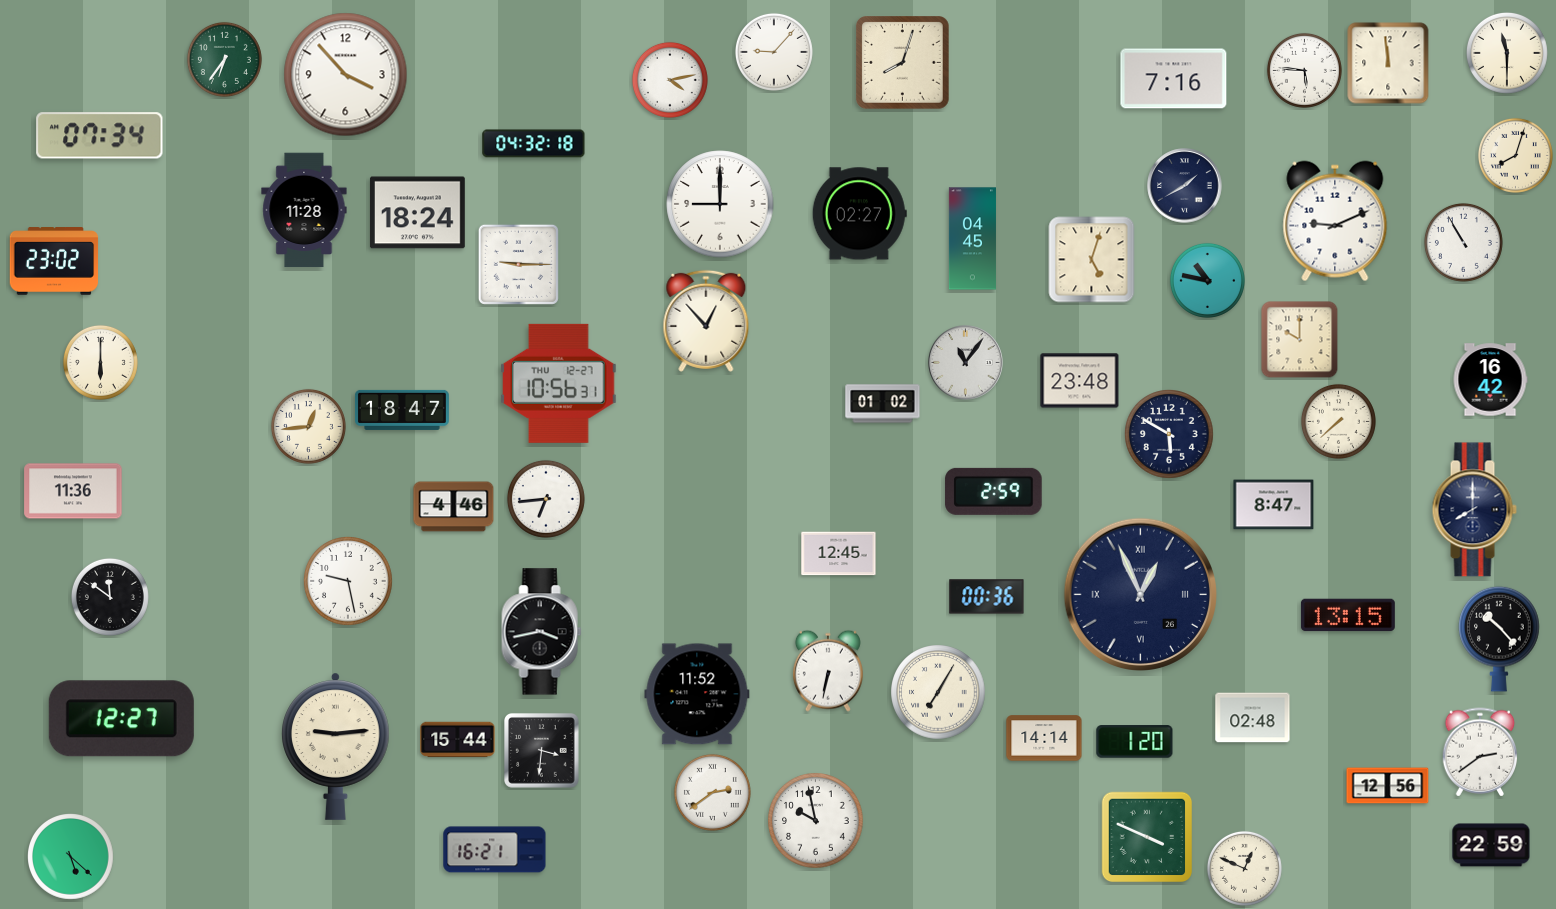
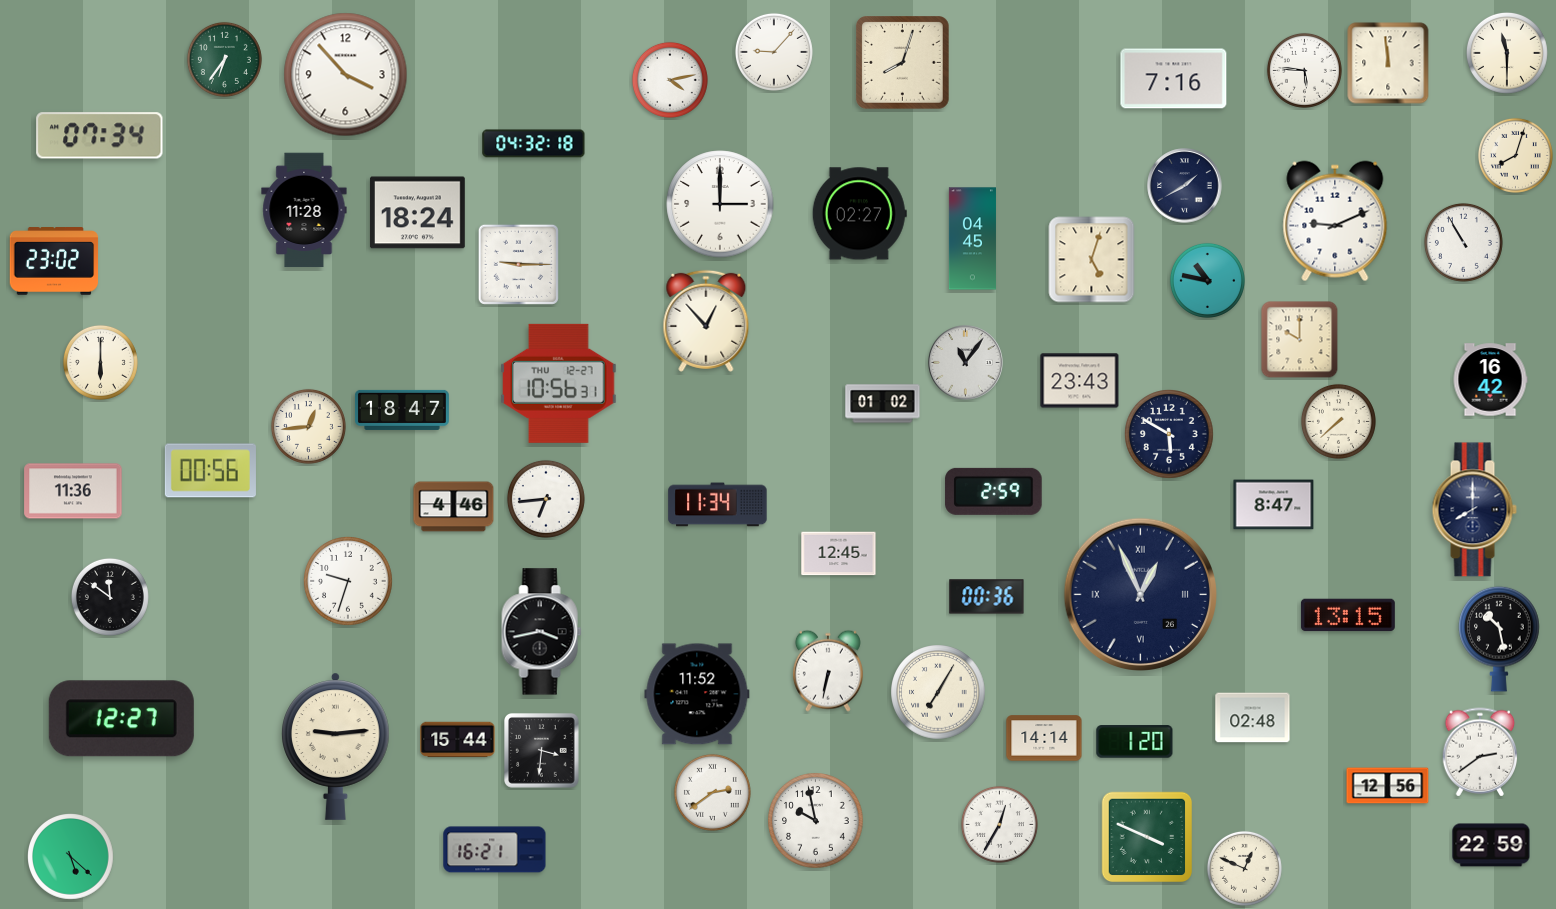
clock at (720, 204): 9:00 -> 3:00
clock at (1080, 381): 23:48 -> 23:43
clock at (210, 471): none -> 00:56
clock at (718, 505): none -> 11:34
clock at (349, 582): 9:28 -> 9:33
clock at (1499, 639): 10:23 -> 10:28
clock at (999, 824): none -> 12:35
